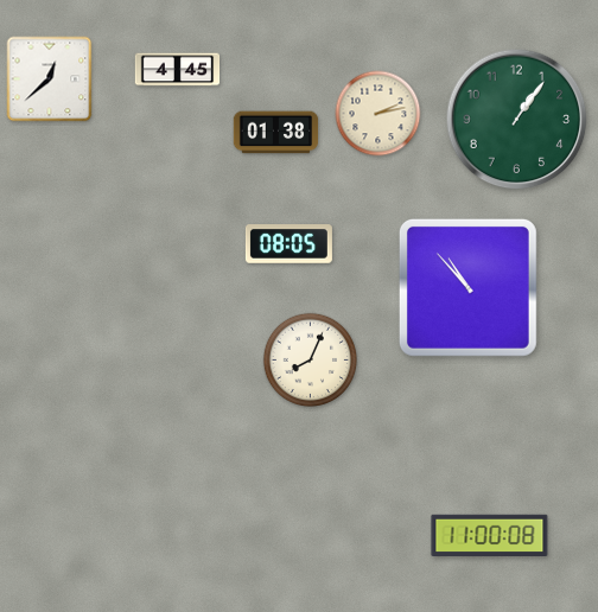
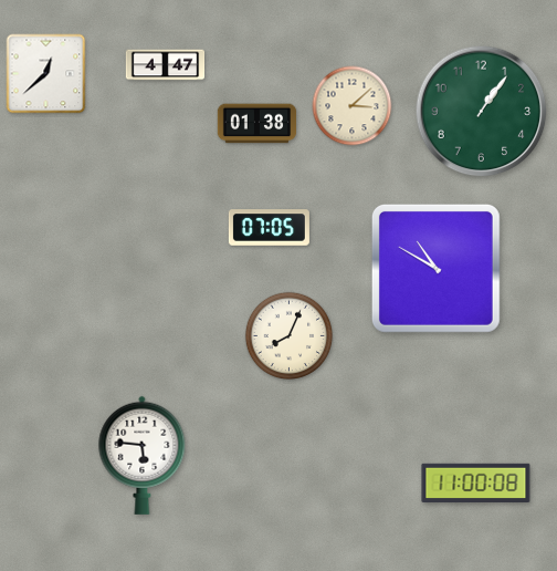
clock at (178, 70): 4:45 -> 4:47
clock at (378, 114): 2:13 -> 3:08
clock at (288, 244): 08:05 -> 07:05
clock at (467, 287): 10:53 -> 10:50
clock at (143, 455): none -> 5:46
clock at (490, 535) position: (490, 535) -> (476, 482)
